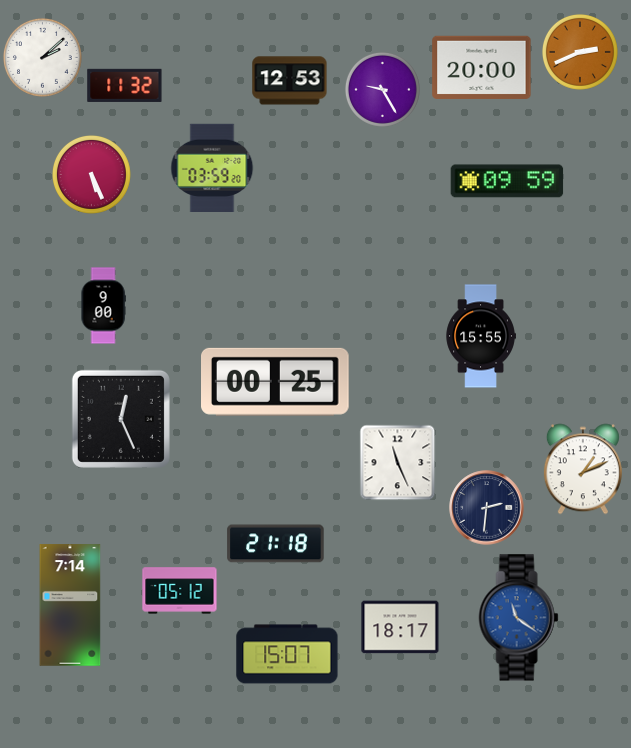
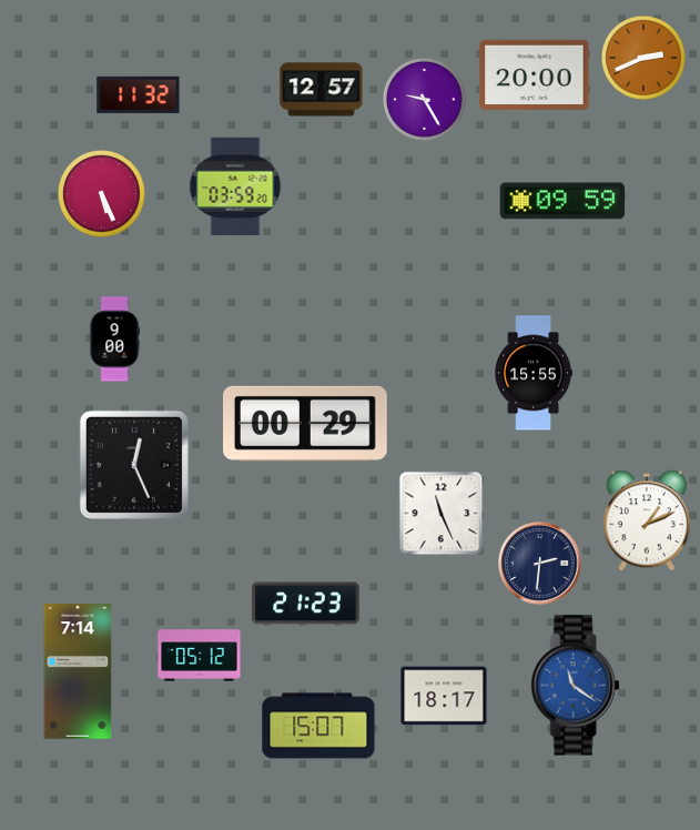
clock at (42, 57): 2:08 -> none
clock at (290, 81): 12:53 -> 12:57
clock at (276, 382): 00:25 -> 00:29
clock at (276, 544): 21:18 -> 21:23
